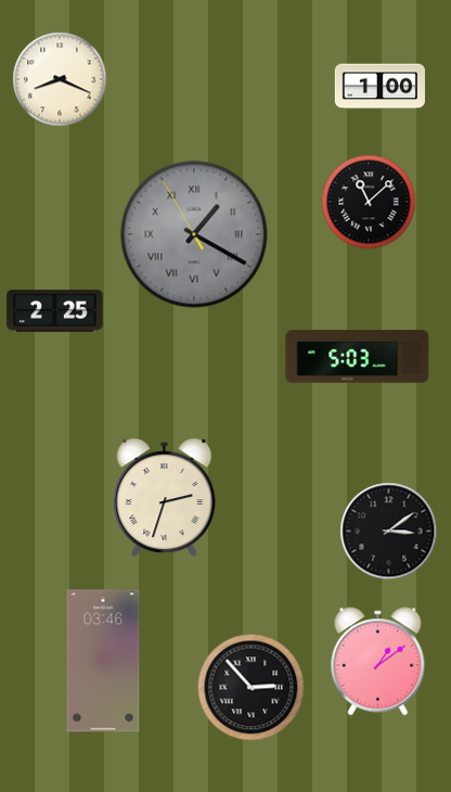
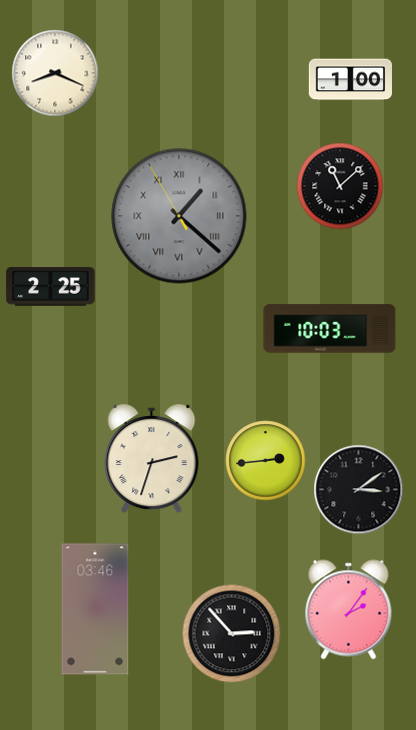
clock at (194, 234): 1:19 -> 1:21
clock at (358, 357): 5:03 -> 10:03
clock at (266, 461): none -> 2:44
clock at (378, 662): 1:09 -> 2:06
